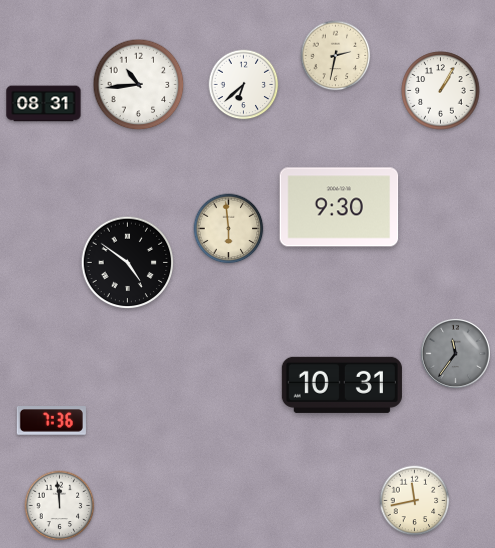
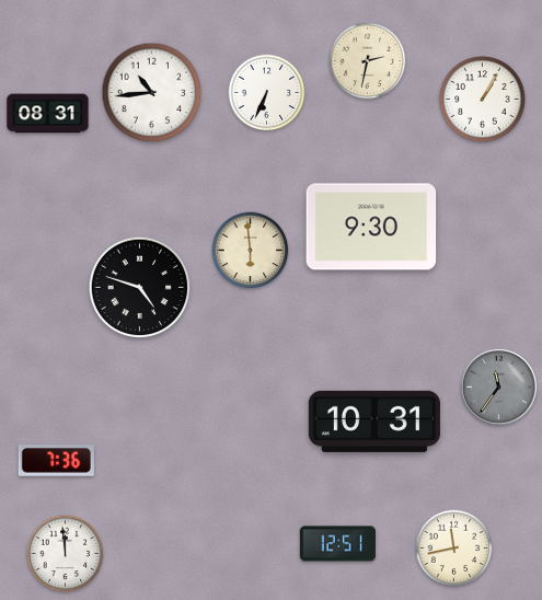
clock at (244, 85): 6:38 -> 6:34
clock at (128, 263): 4:51 -> 4:48
clock at (337, 544): none -> 12:51
